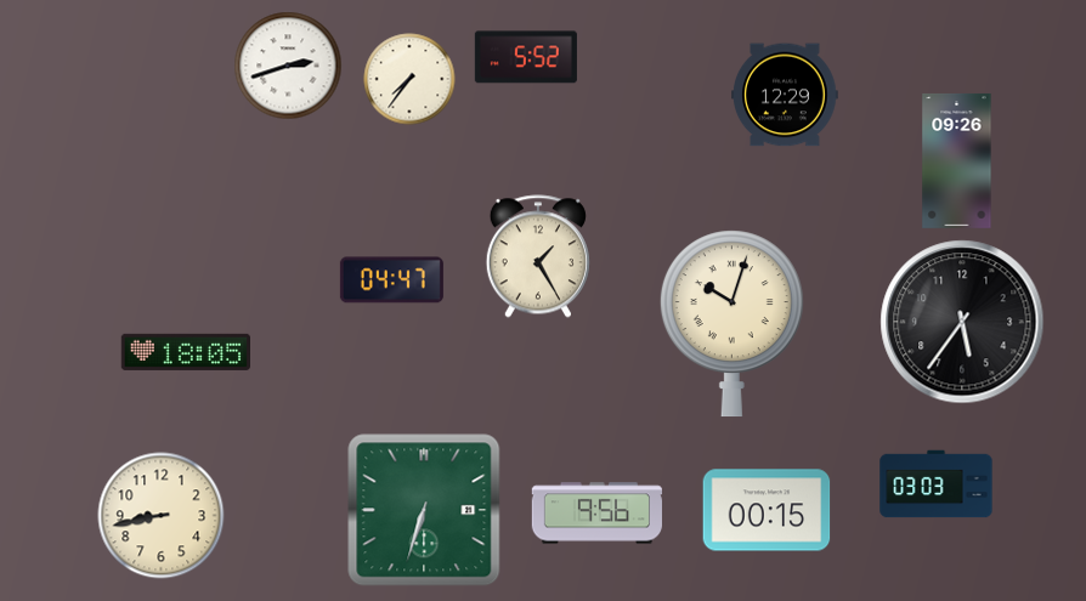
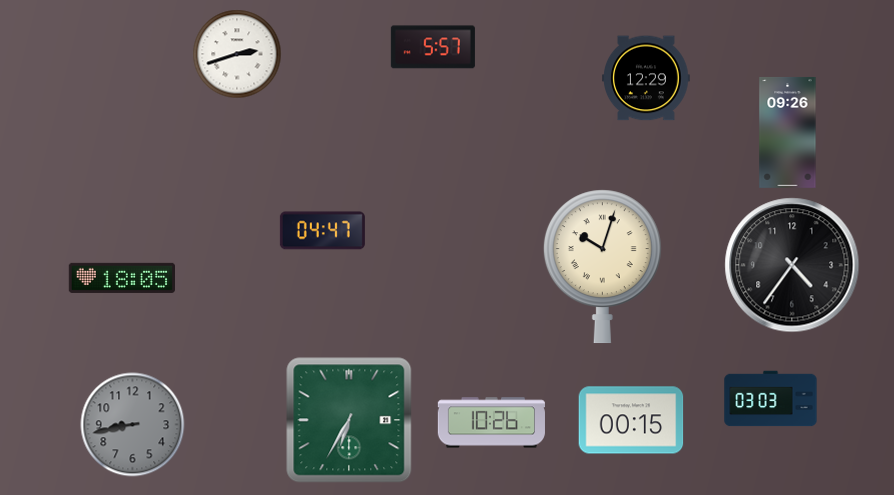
clock at (526, 57): 5:52 -> 5:57
clock at (409, 79): 7:36 -> none
clock at (538, 256): 1:25 -> none
clock at (962, 322): 5:36 -> 4:36
clock at (185, 352) position: (185, 352) -> (121, 278)
clock at (424, 510): 6:33 -> 6:35
clock at (596, 514): 9:56 -> 10:26
clock at (162, 516) dial: cream -> grey
